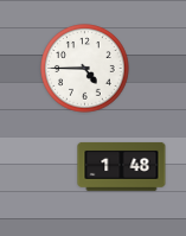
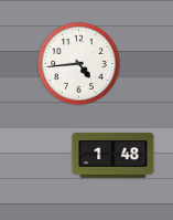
clock at (85, 69): 4:45 -> 4:44
